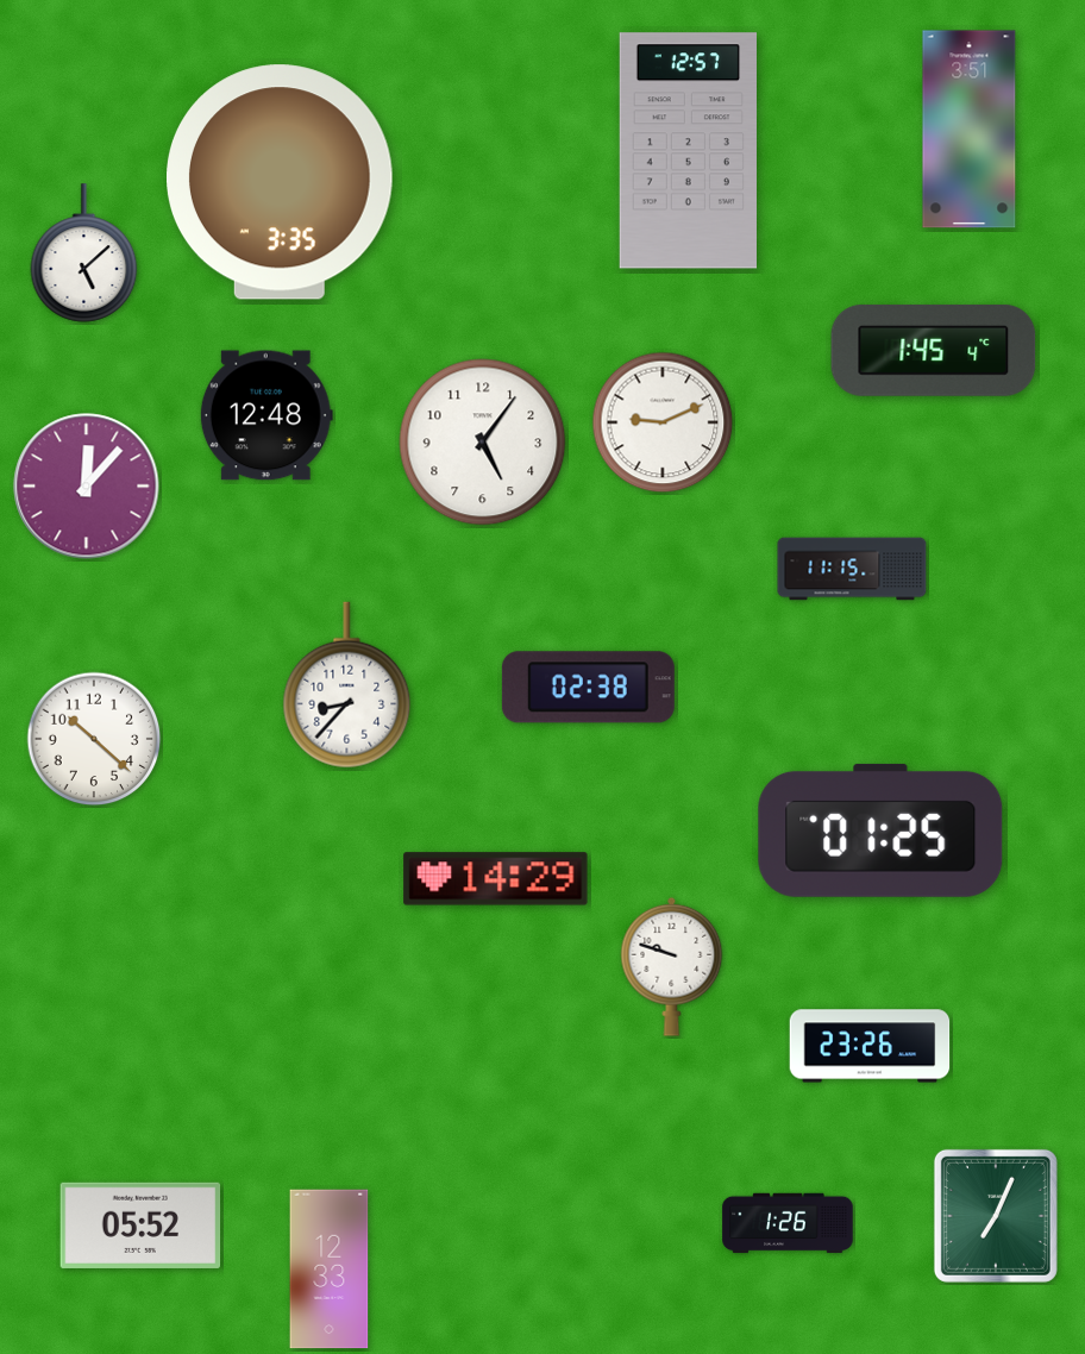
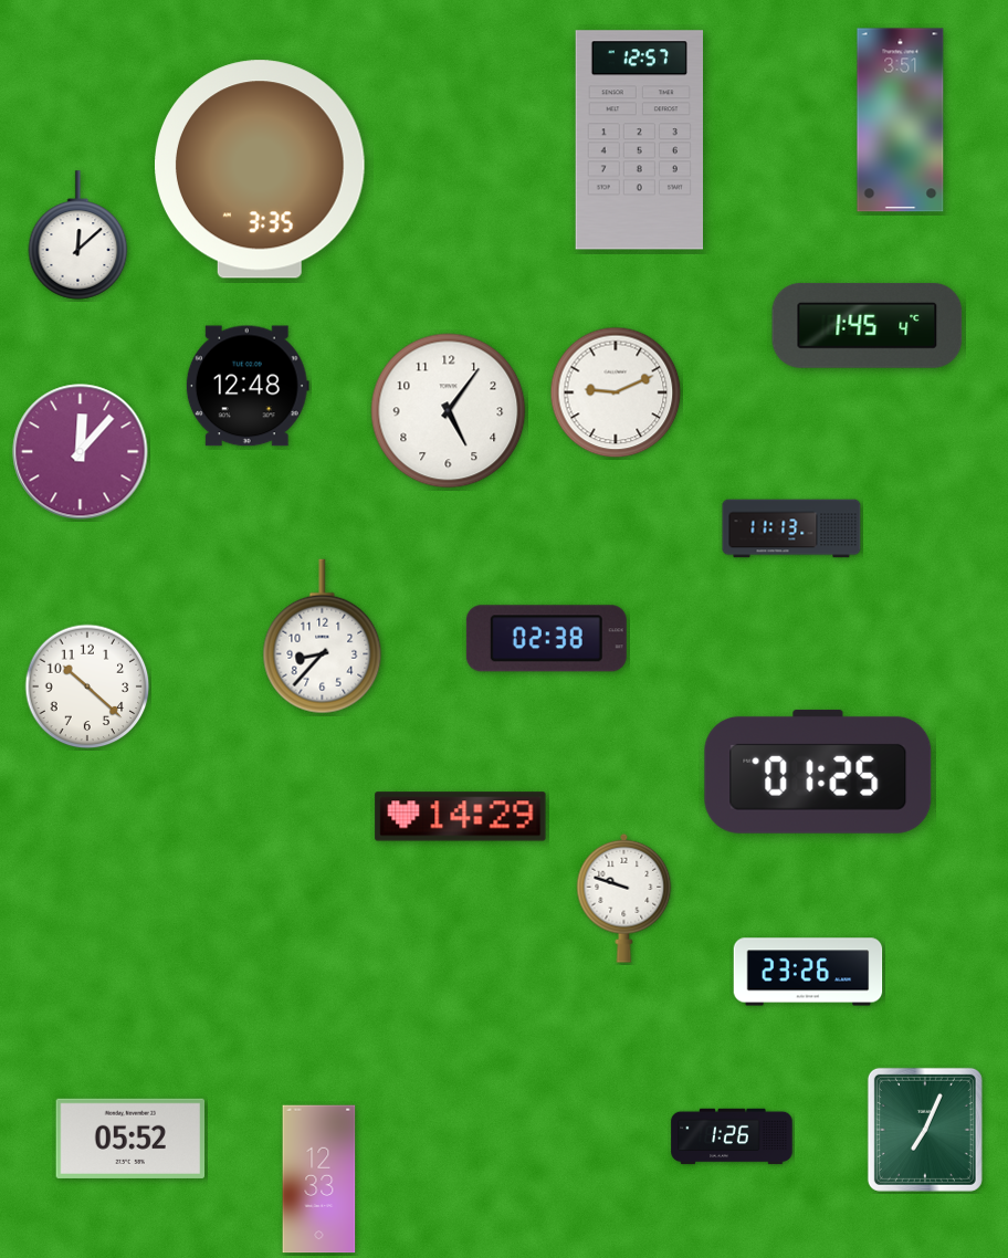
clock at (84, 253): 5:08 -> 12:08
clock at (852, 569): 11:15 -> 11:13
clock at (330, 1270) position: (330, 1270) -> (319, 1180)
